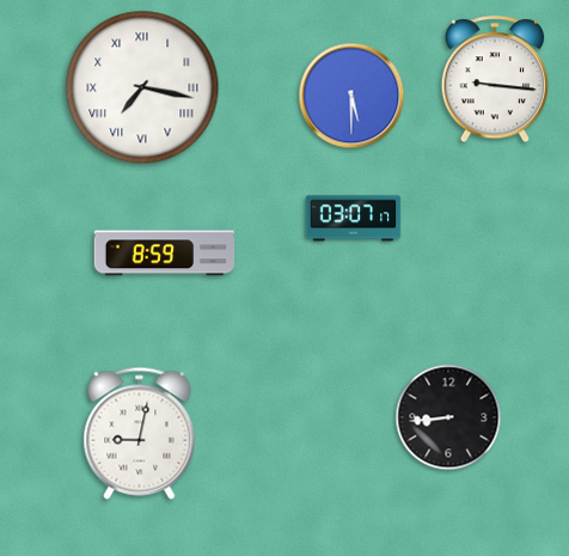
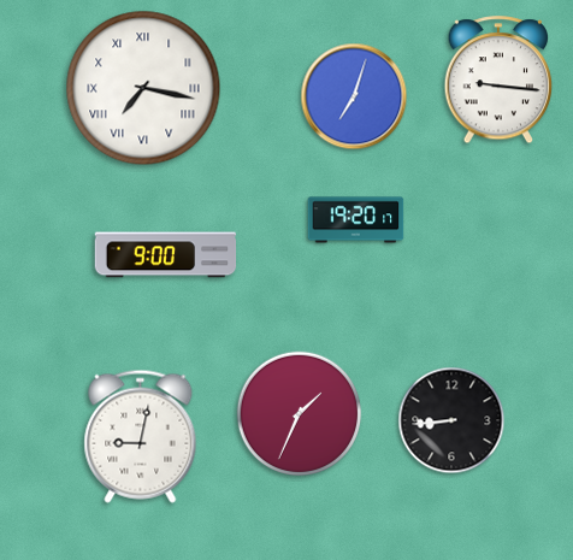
clock at (351, 96): 5:30 -> 7:03
clock at (354, 219): 03:07 -> 19:20
clock at (165, 253): 8:59 -> 9:00
clock at (300, 414): none -> 1:34
